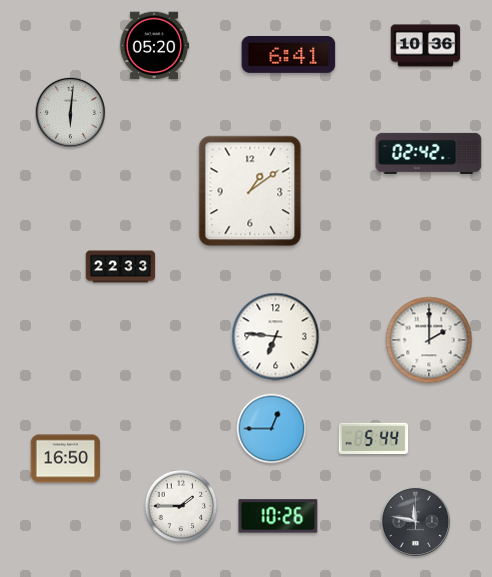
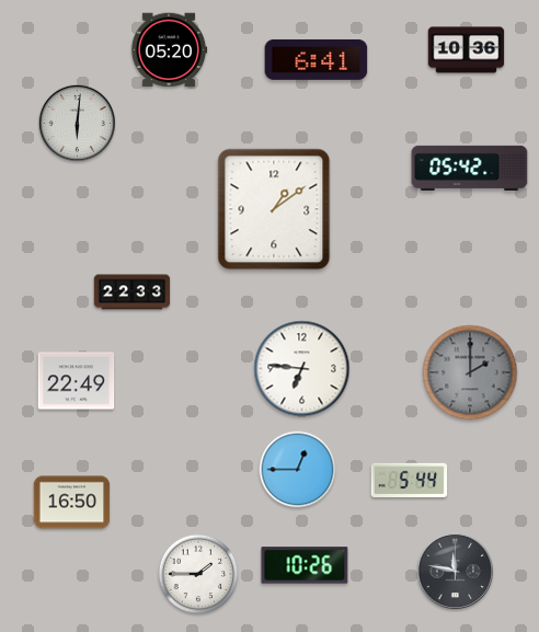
clock at (429, 153): 02:42 -> 05:42
clock at (429, 340) dial: white -> grey
clock at (77, 381): none -> 22:49
clock at (181, 506) position: (181, 506) -> (198, 574)
